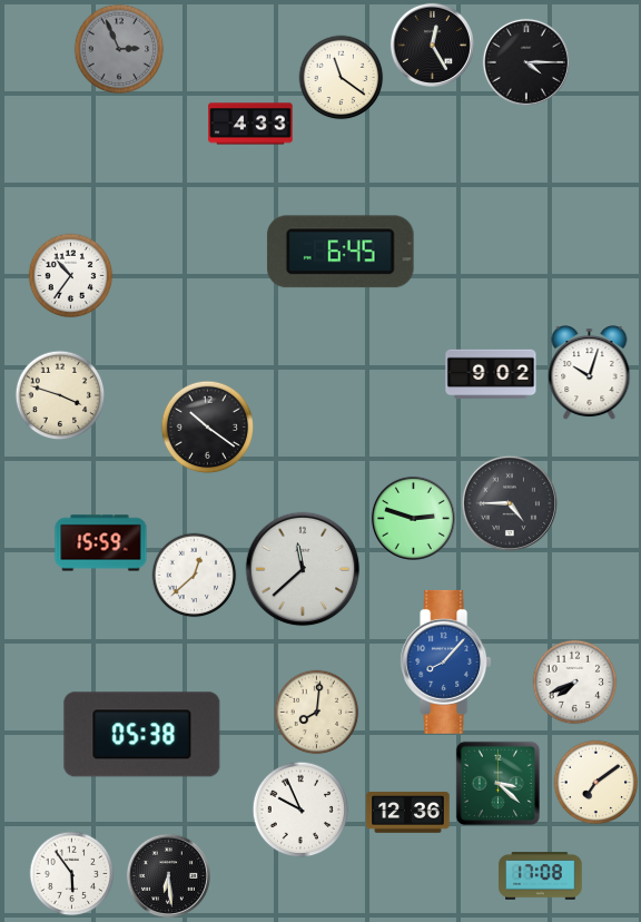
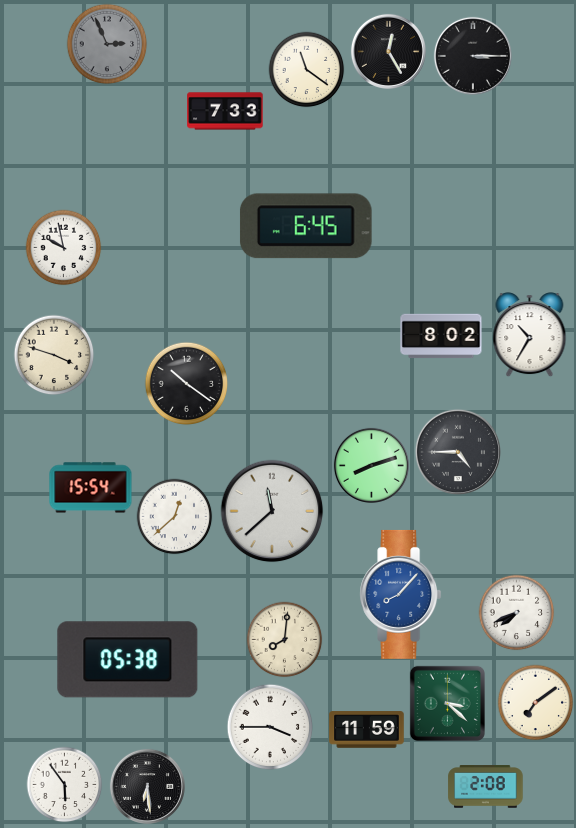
clock at (432, 45) position: (432, 45) -> (388, 51)
clock at (526, 62): 4:15 -> 3:15
clock at (250, 124): 4:33 -> 7:33
clock at (71, 276): 10:36 -> 9:58
clock at (590, 373): 10:03 -> 10:35
clock at (491, 374): 9:02 -> 8:02
clock at (413, 518): 2:48 -> 8:12
clock at (101, 543): 15:59 -> 15:54
clock at (300, 810): 9:56 -> 3:45
clock at (408, 813): 12:36 -> 11:59
clock at (168, 875) position: (168, 875) -> (147, 786)
clock at (541, 876): 17:08 -> 2:08
